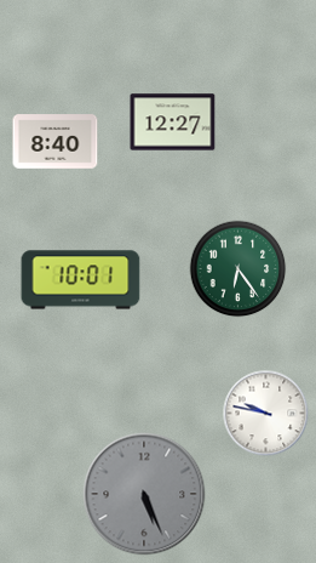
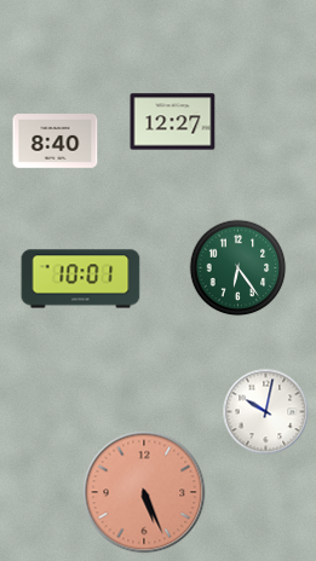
clock at (266, 414): 9:47 -> 10:02
clock at (144, 494) dial: grey -> salmon
